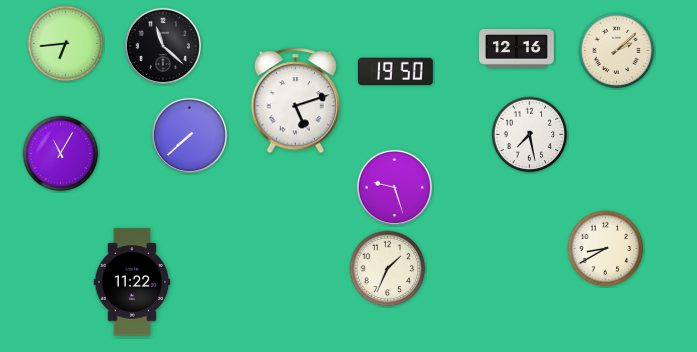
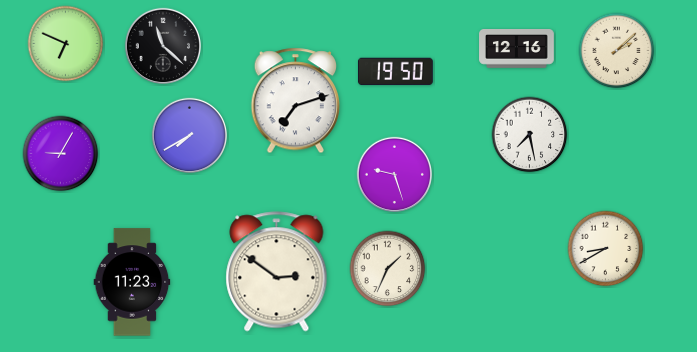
clock at (66, 44): 6:44 -> 6:49
clock at (295, 101): 5:12 -> 7:12
clock at (189, 135): 7:38 -> 7:40
clock at (61, 154): 11:05 -> 9:05
clock at (394, 187) position: (394, 187) -> (394, 174)
clock at (277, 272): none -> 2:51
clock at (132, 282): 11:22 -> 11:23
